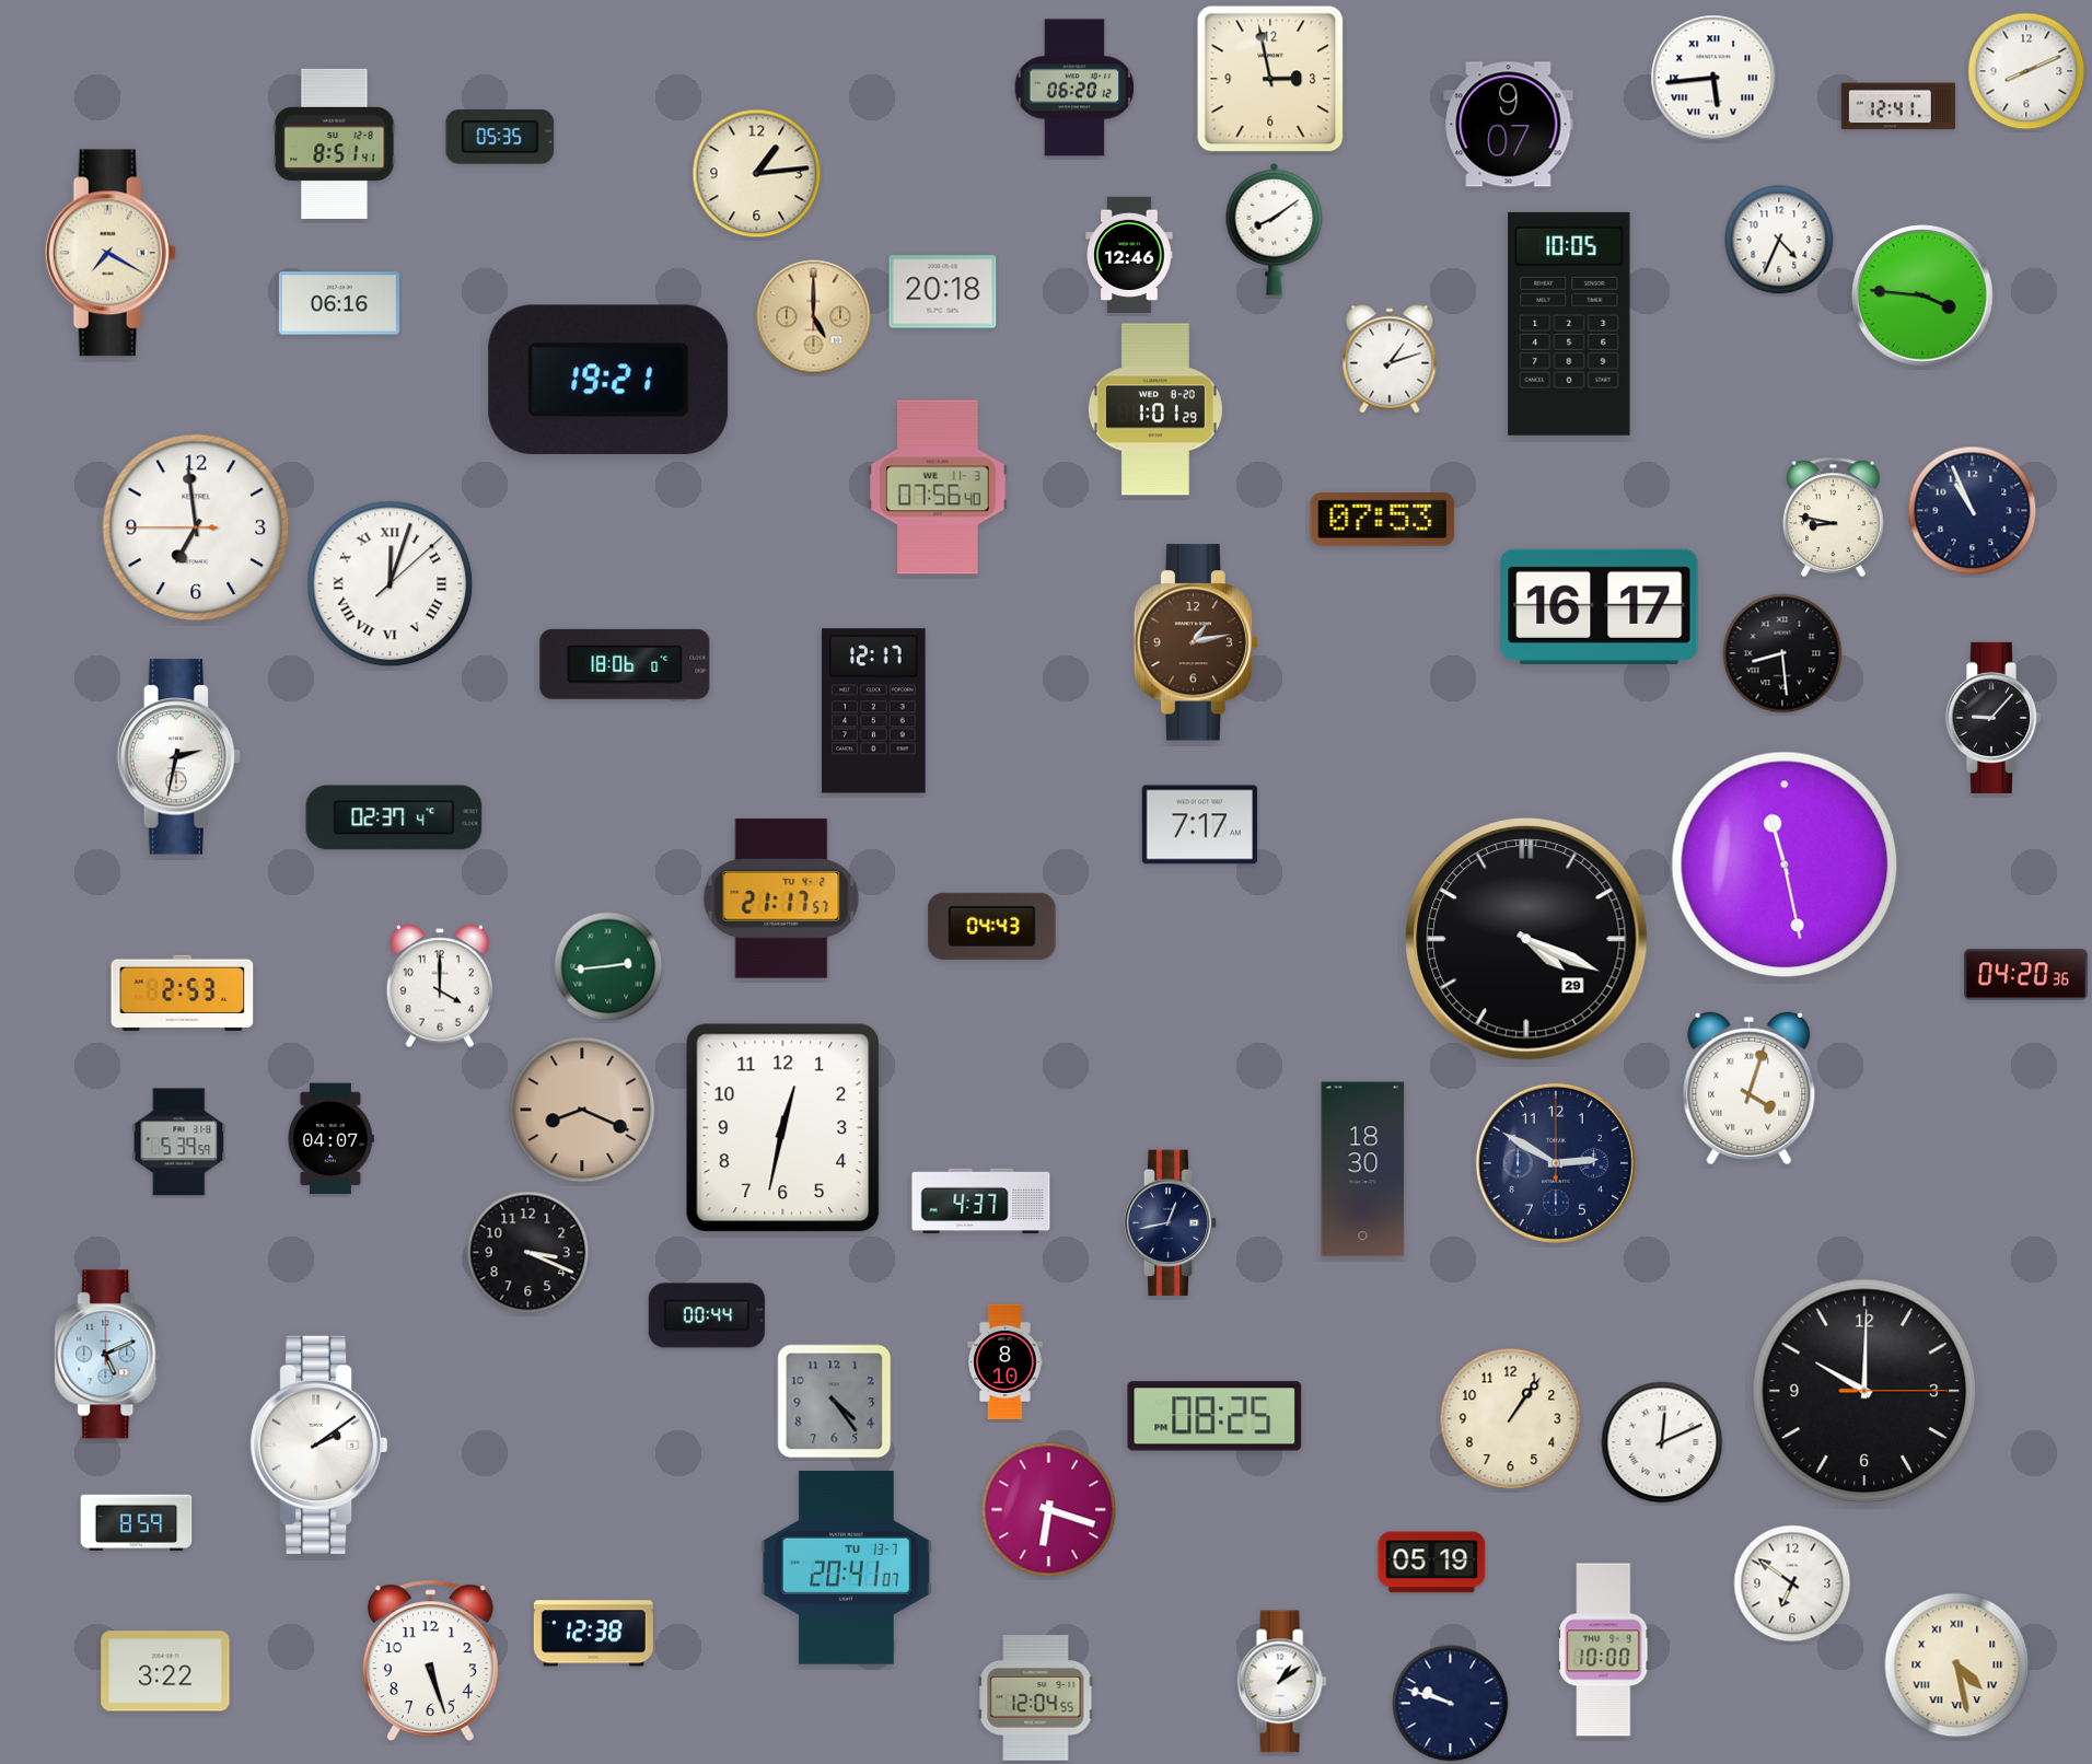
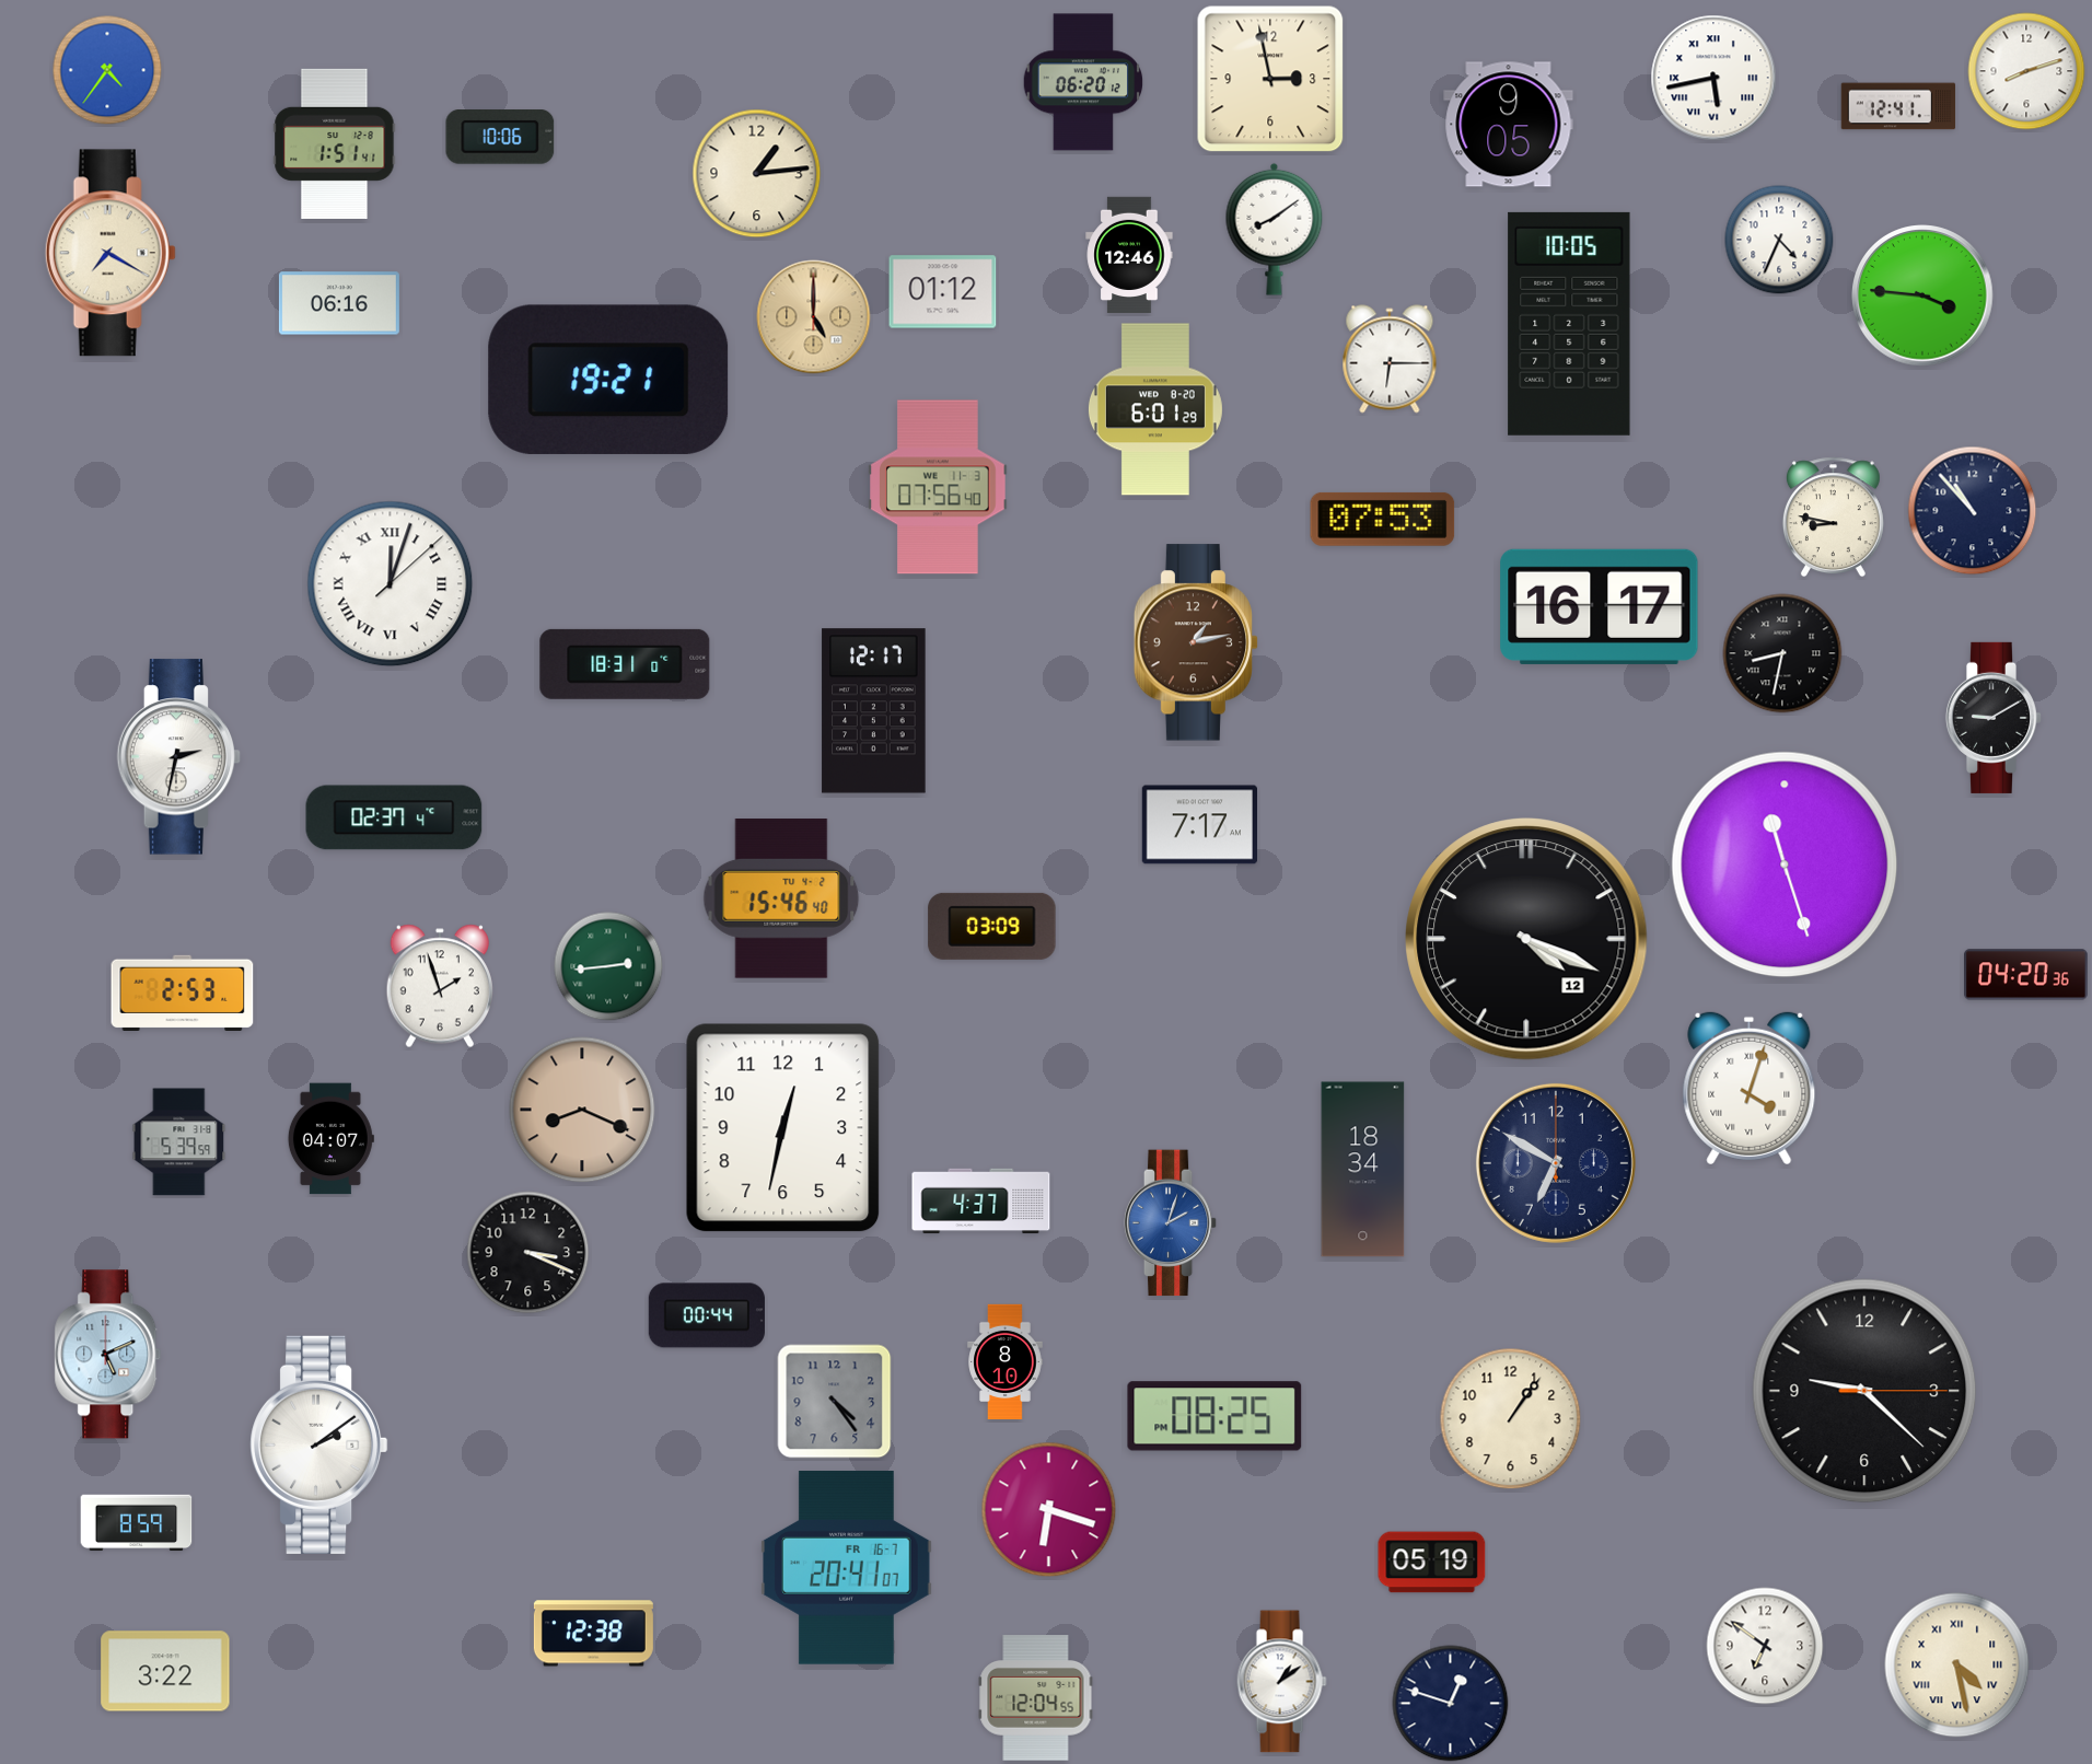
clock at (107, 70): none -> 4:36
clock at (2026, 71): 8:11 -> 8:12
clock at (1713, 78): 5:44 -> 5:43
clock at (1074, 88) position: (1074, 88) -> (1083, 82)
clock at (1509, 125): 9:07 -> 9:05
clock at (500, 138): 05:35 -> 10:06
clock at (335, 143): 8:51 -> 1:51
clock at (943, 292): 20:18 -> 01:12
clock at (1390, 359): 1:12 -> 6:15
clock at (1155, 409): 1:01 -> 6:01
clock at (1973, 511): 10:56 -> 10:53
clock at (196, 527): 6:58 -> none
clock at (1782, 653): 8:29 -> 8:32
clock at (625, 664): 18:06 -> 18:31
clock at (1992, 718): 9:07 -> 9:10
clock at (1785, 864): 11:28 -> 11:27
clock at (781, 898): 21:17 -> 15:46
clock at (992, 926): 04:43 -> 03:09
clock at (1526, 939) date: 29 -> 12
clock at (439, 986): 4:00 -> 1:57
clock at (1556, 1163): 2:50 -> 6:50
clock at (1363, 1170): 18:30 -> 18:34
clock at (1171, 1223): 12:43 -> 2:03
clock at (1171, 1223) dial: navy -> blue
clock at (1864, 1391): 10:00 -> 9:22
clock at (1662, 1442): 12:11 -> none
clock at (847, 1568) date: TU 13-7 -> FR 16-7
clock at (1792, 1583) position: (1792, 1583) -> (1765, 1646)
clock at (1604, 1650): 10:00 -> none
clock at (430, 1661): 5:27 -> none
clock at (1451, 1704): 9:48 -> 12:48
